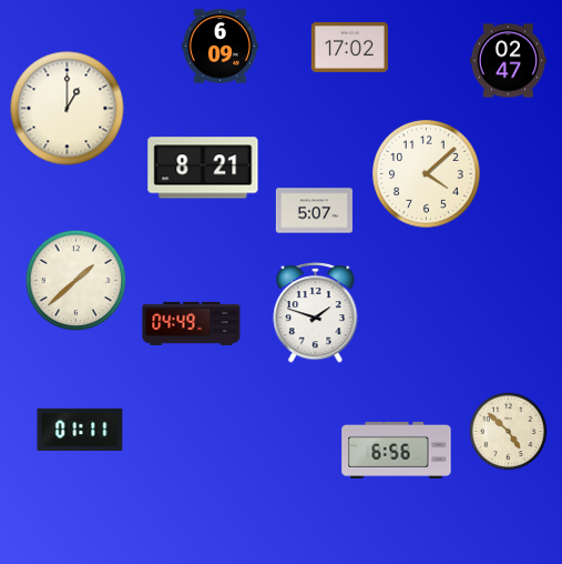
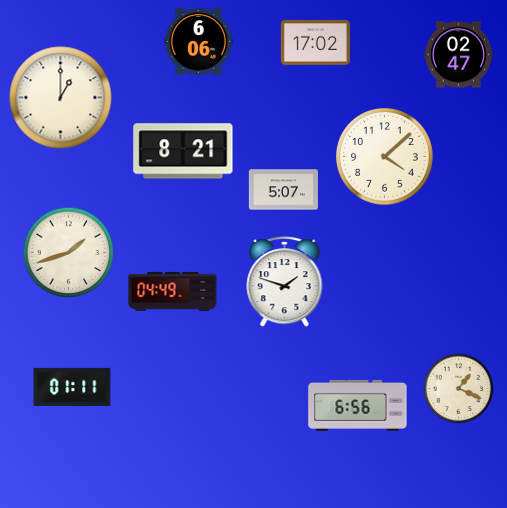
clock at (219, 47): 6:09 -> 6:06
clock at (76, 281): 1:38 -> 1:42
clock at (509, 432): 4:52 -> 1:19
